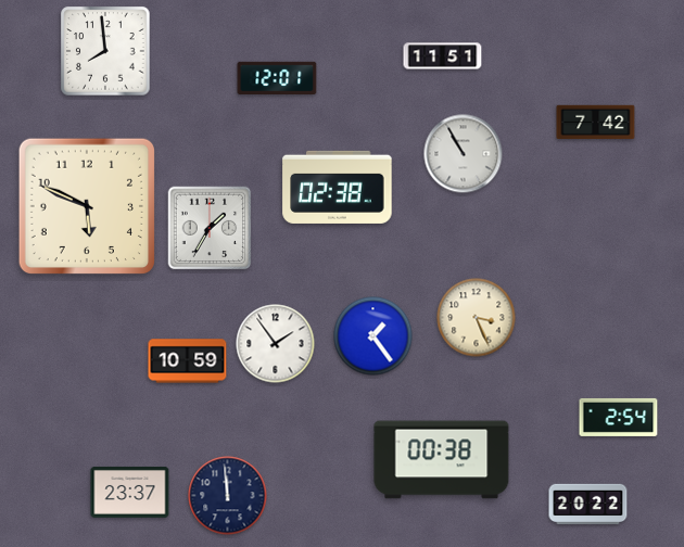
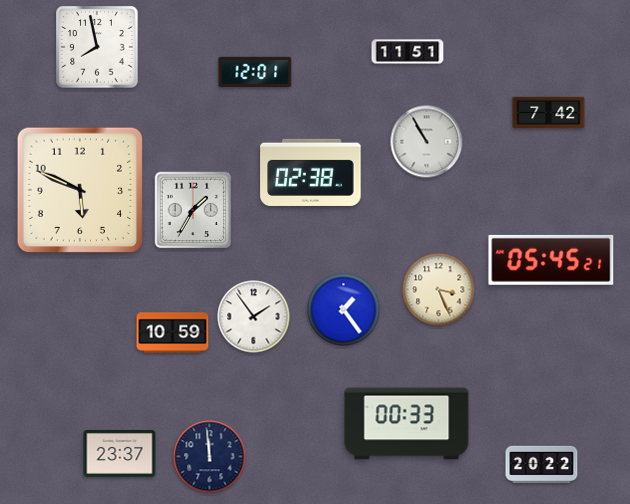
clock at (105, 51): 7:59 -> 7:58
clock at (551, 260): none -> 05:45
clock at (477, 318) position: (477, 318) -> (439, 290)
clock at (619, 417): 2:54 -> none
clock at (442, 460): 00:38 -> 00:33
